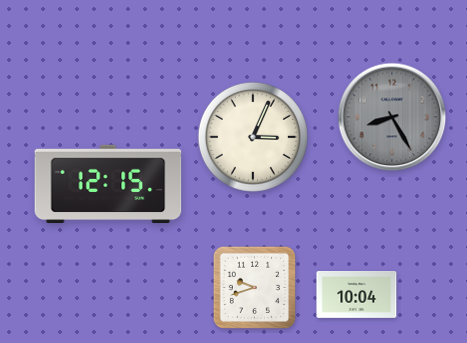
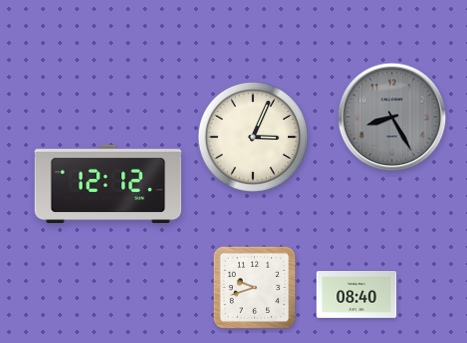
clock at (108, 184): 12:15 -> 12:12
clock at (357, 295): 10:04 -> 08:40
